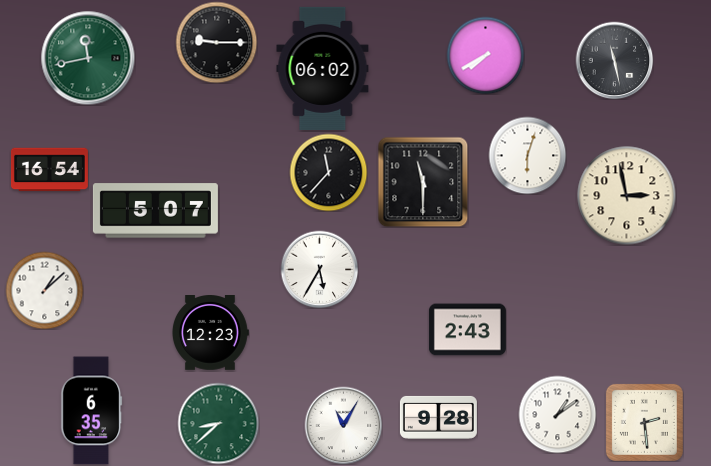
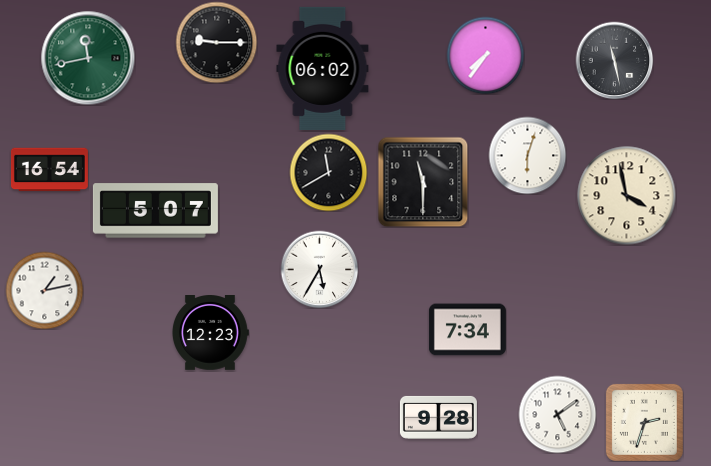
clock at (485, 55): 7:40 -> 7:36
clock at (328, 172): 11:37 -> 11:40
clock at (627, 196): 2:58 -> 3:58
clock at (44, 290): 1:08 -> 1:13
clock at (467, 330): 2:43 -> 7:34
clock at (92, 411): 6:35 -> none
clock at (557, 414): 1:09 -> 5:09
clock at (644, 422): 2:29 -> 2:33
clock at (218, 423): 8:38 -> none
clock at (343, 425): 11:05 -> none
